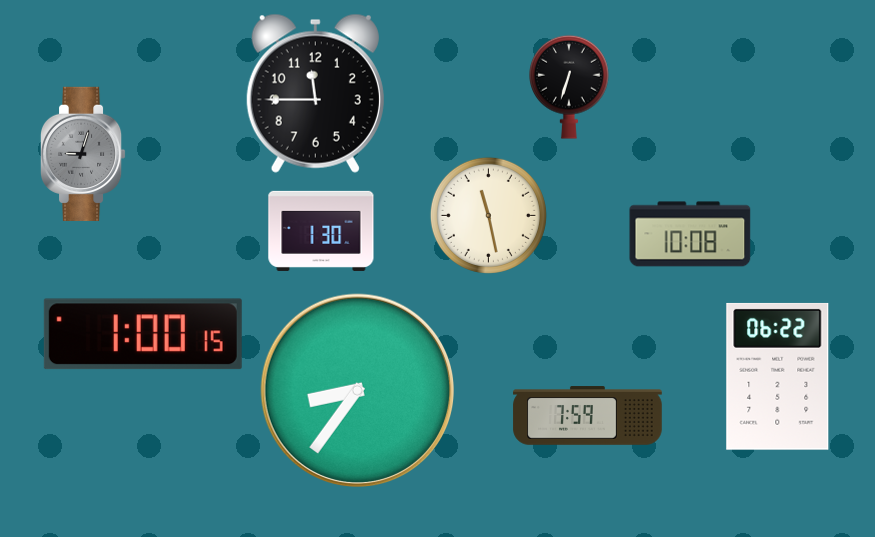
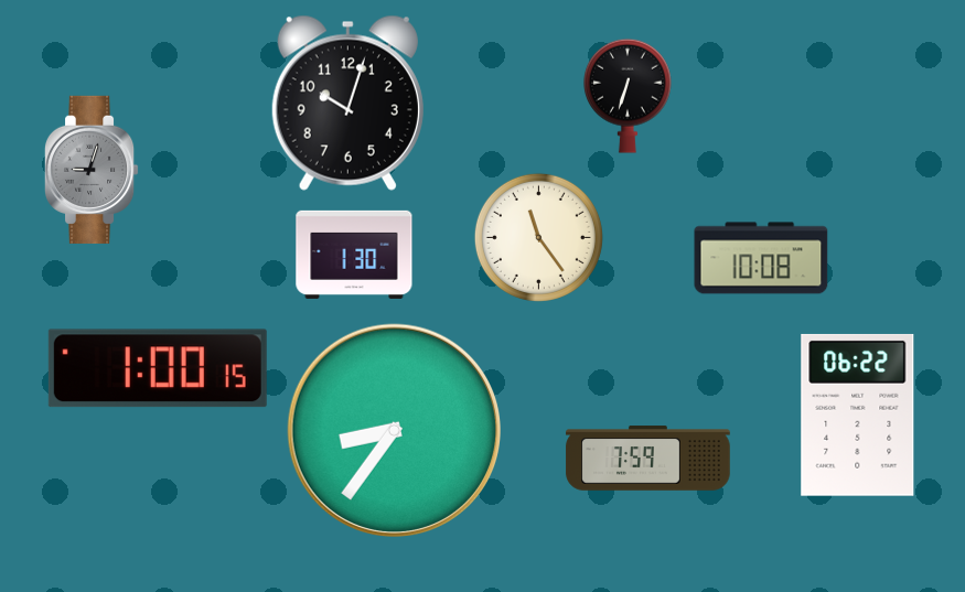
clock at (315, 93): 11:45 -> 10:03
clock at (488, 215): 11:28 -> 11:24
